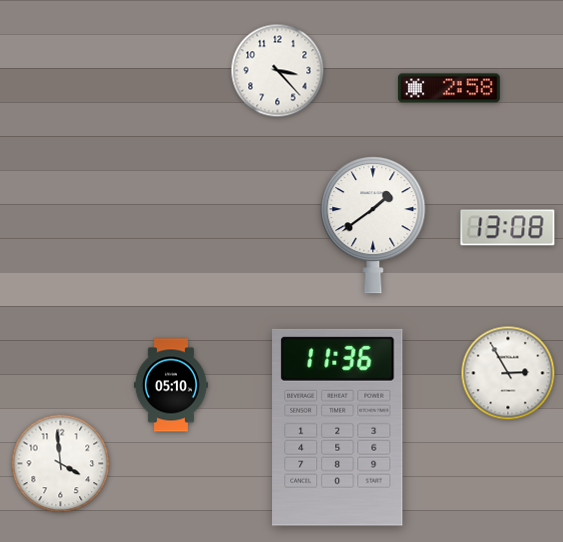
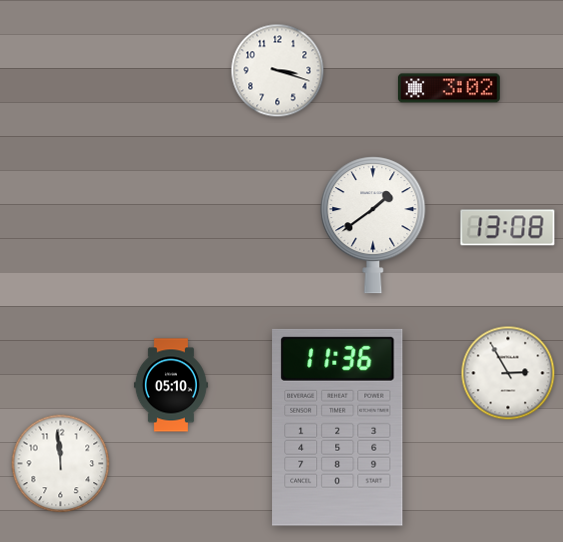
clock at (278, 71): 3:23 -> 3:18
clock at (449, 88): 2:58 -> 3:02
clock at (61, 464): 3:59 -> 11:59
